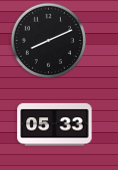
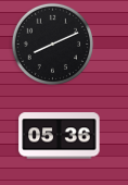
clock at (55, 125): 05:33 -> 05:36
